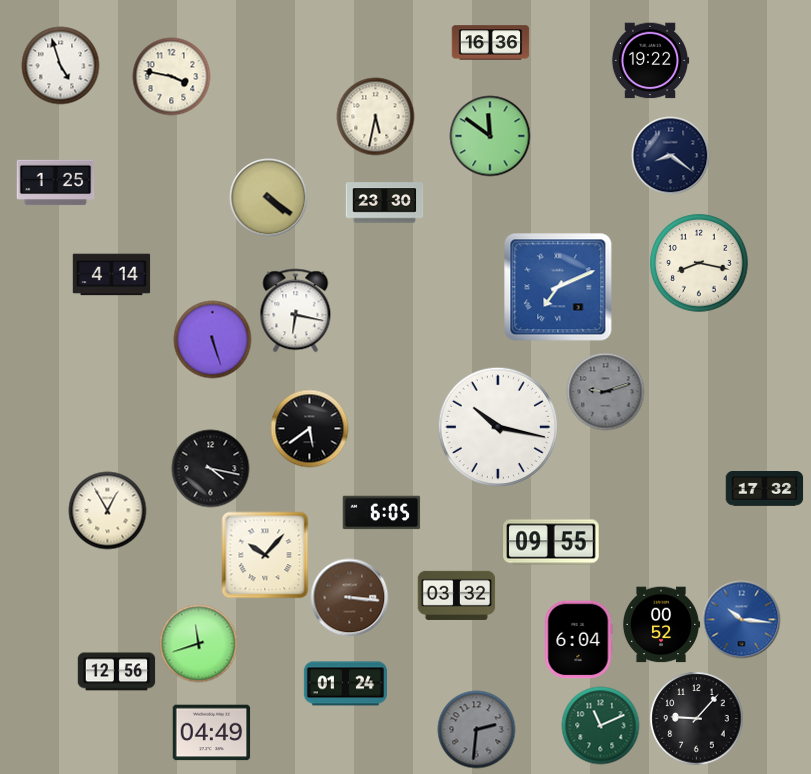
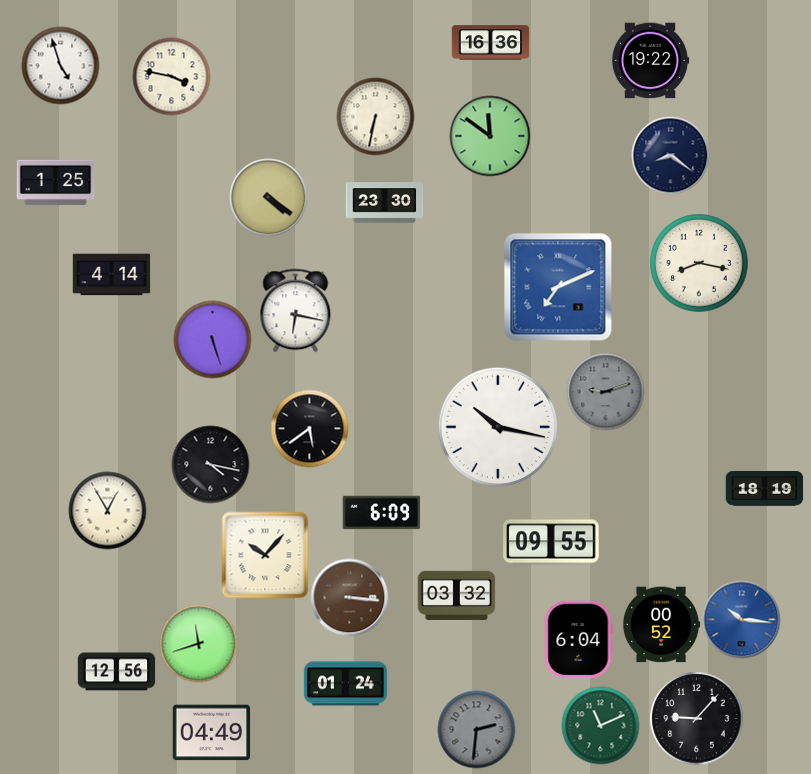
clock at (375, 116): 5:32 -> 6:32
clock at (210, 468) position: (210, 468) -> (210, 464)
clock at (764, 489): 17:32 -> 18:19
clock at (381, 513): 6:05 -> 6:09
